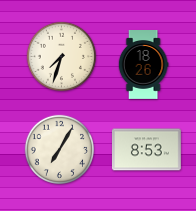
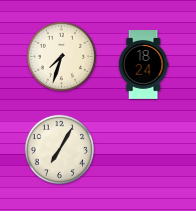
clock at (143, 65): 18:26 -> 18:24
clock at (146, 150): 8:53 -> none
